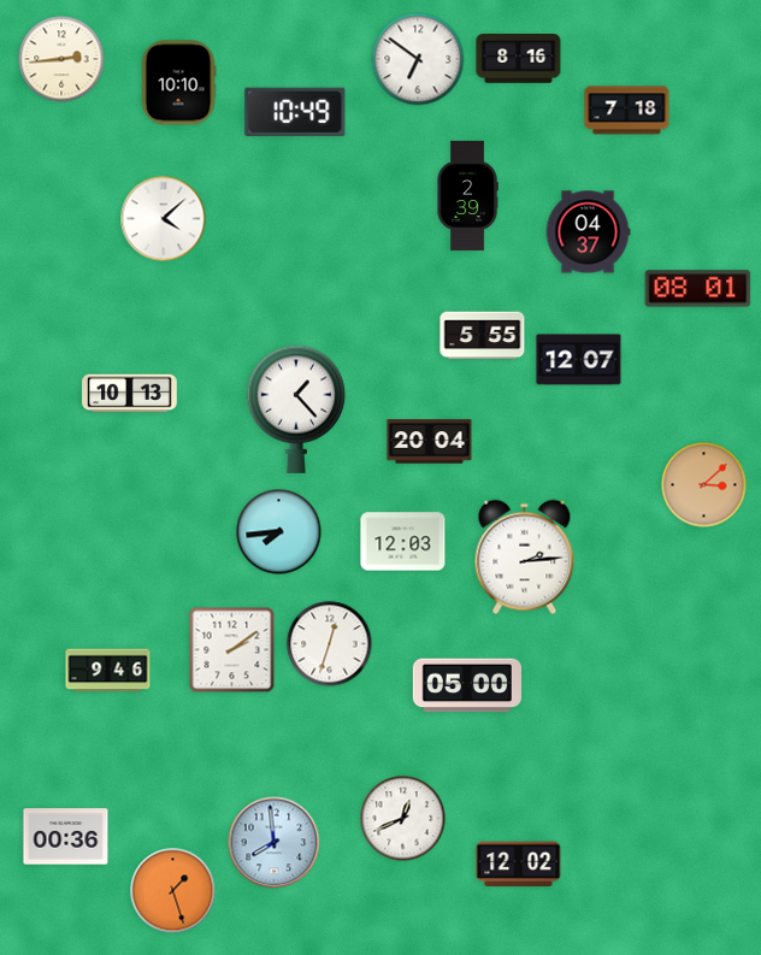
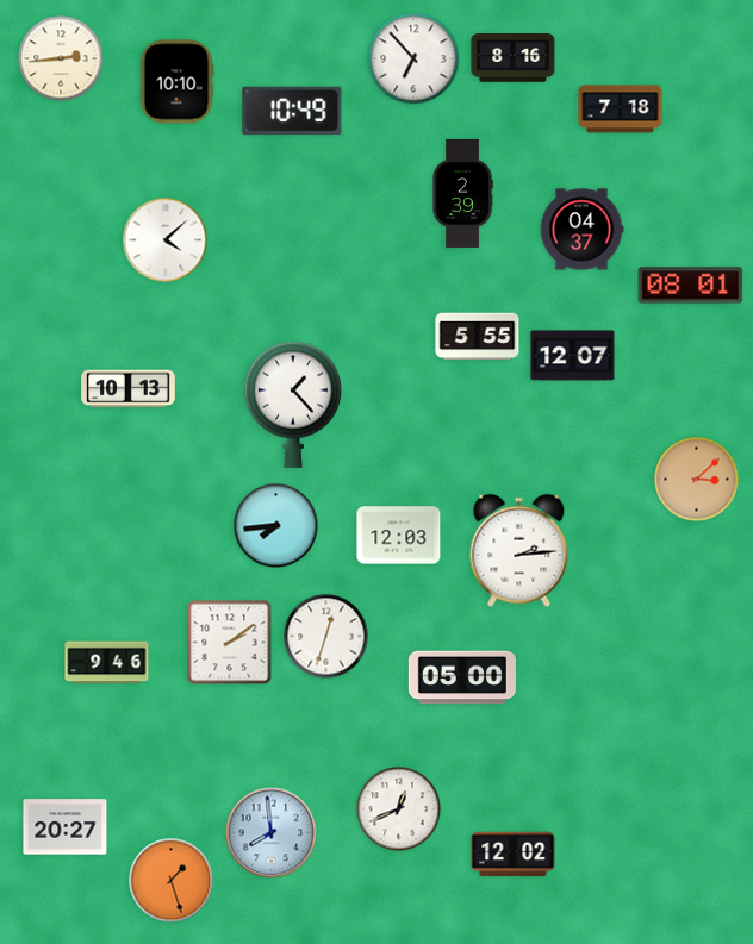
clock at (418, 59): 6:51 -> 6:53
clock at (164, 219) position: (164, 219) -> (166, 240)
clock at (483, 336) position: (483, 336) -> (478, 337)
clock at (430, 442): 20:04 -> none
clock at (66, 837): 00:36 -> 20:27
